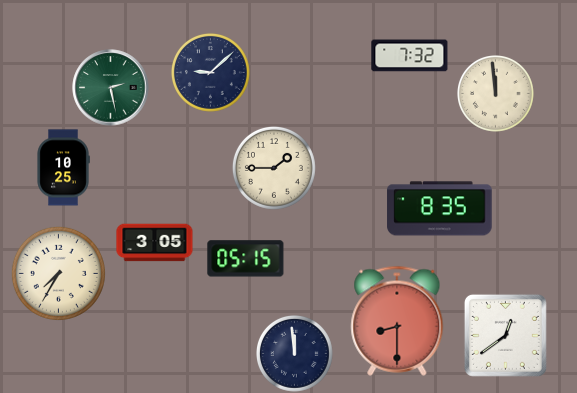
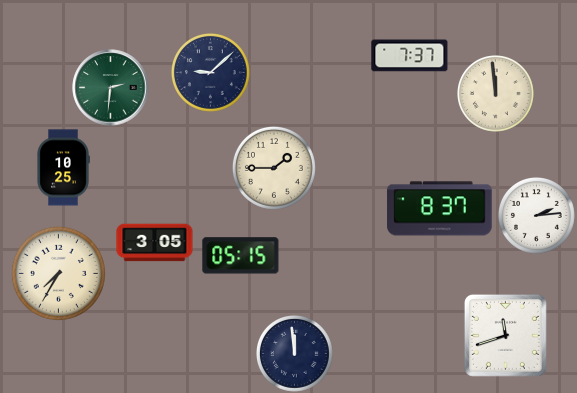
clock at (410, 56): 7:32 -> 7:37
clock at (111, 88): 2:28 -> 2:31
clock at (440, 209): 8:35 -> 8:37
clock at (537, 216): none -> 2:14
clock at (246, 259) position: (246, 259) -> (241, 256)
clock at (397, 321): 8:30 -> none
clock at (505, 335): 12:39 -> 11:42
